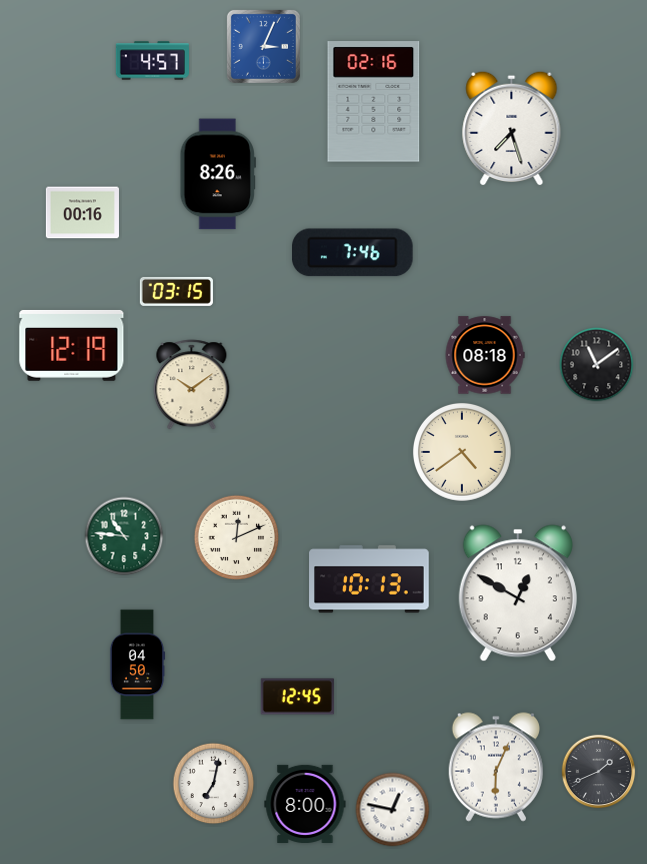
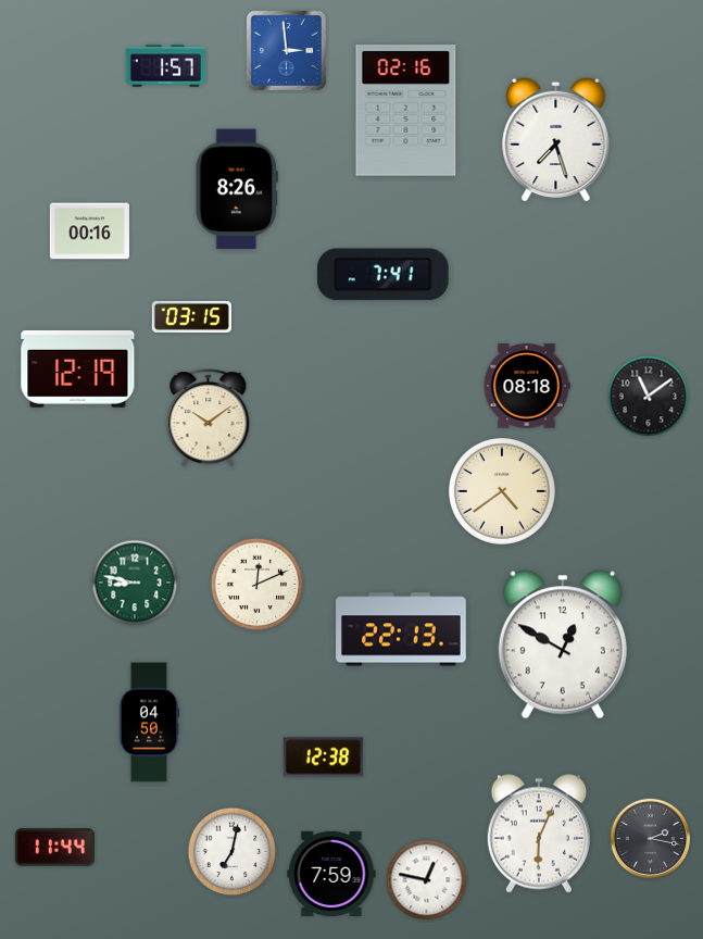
clock at (263, 46): 3:04 -> 2:59
clock at (152, 61): 4:57 -> 1:57
clock at (353, 253): 7:46 -> 7:41
clock at (72, 345) position: (72, 345) -> (78, 368)
clock at (124, 536): 10:46 -> 8:47
clock at (369, 579): 10:13 -> 22:13
clock at (297, 697): 12:45 -> 12:38
clock at (599, 772): 1:41 -> 2:17
clock at (54, 848): none -> 11:44
clock at (305, 804): 8:00 -> 7:59
